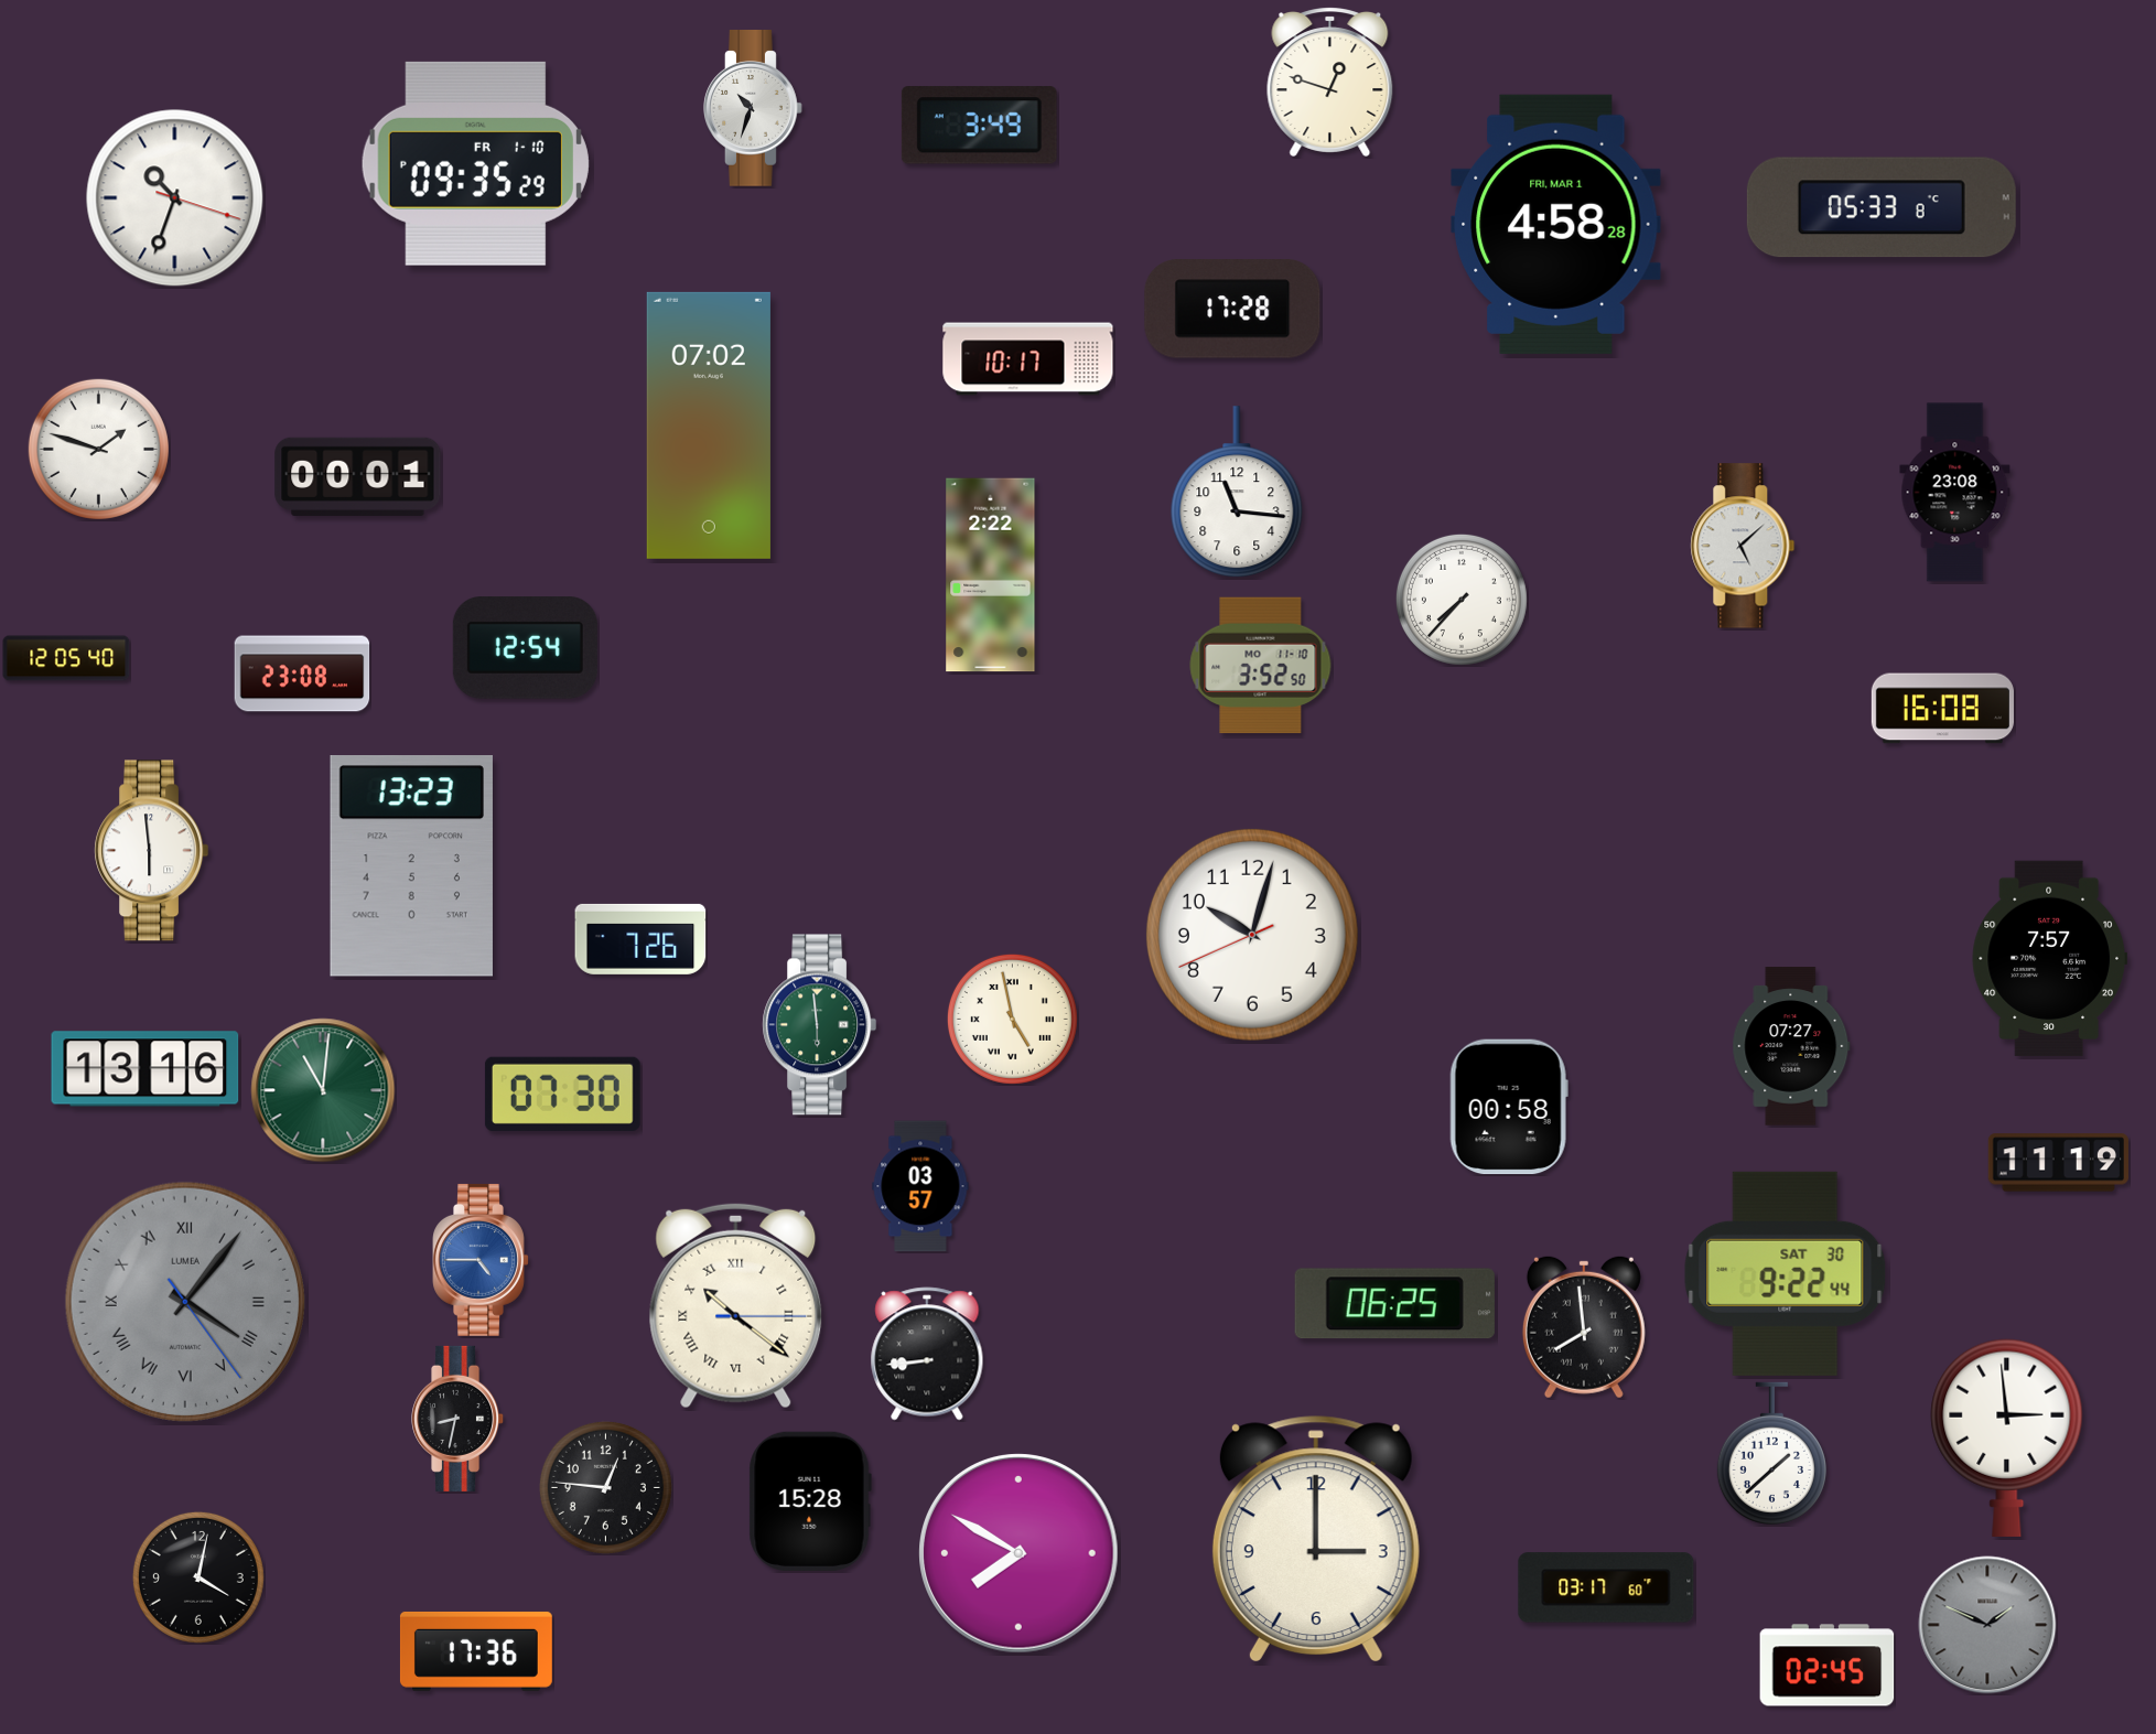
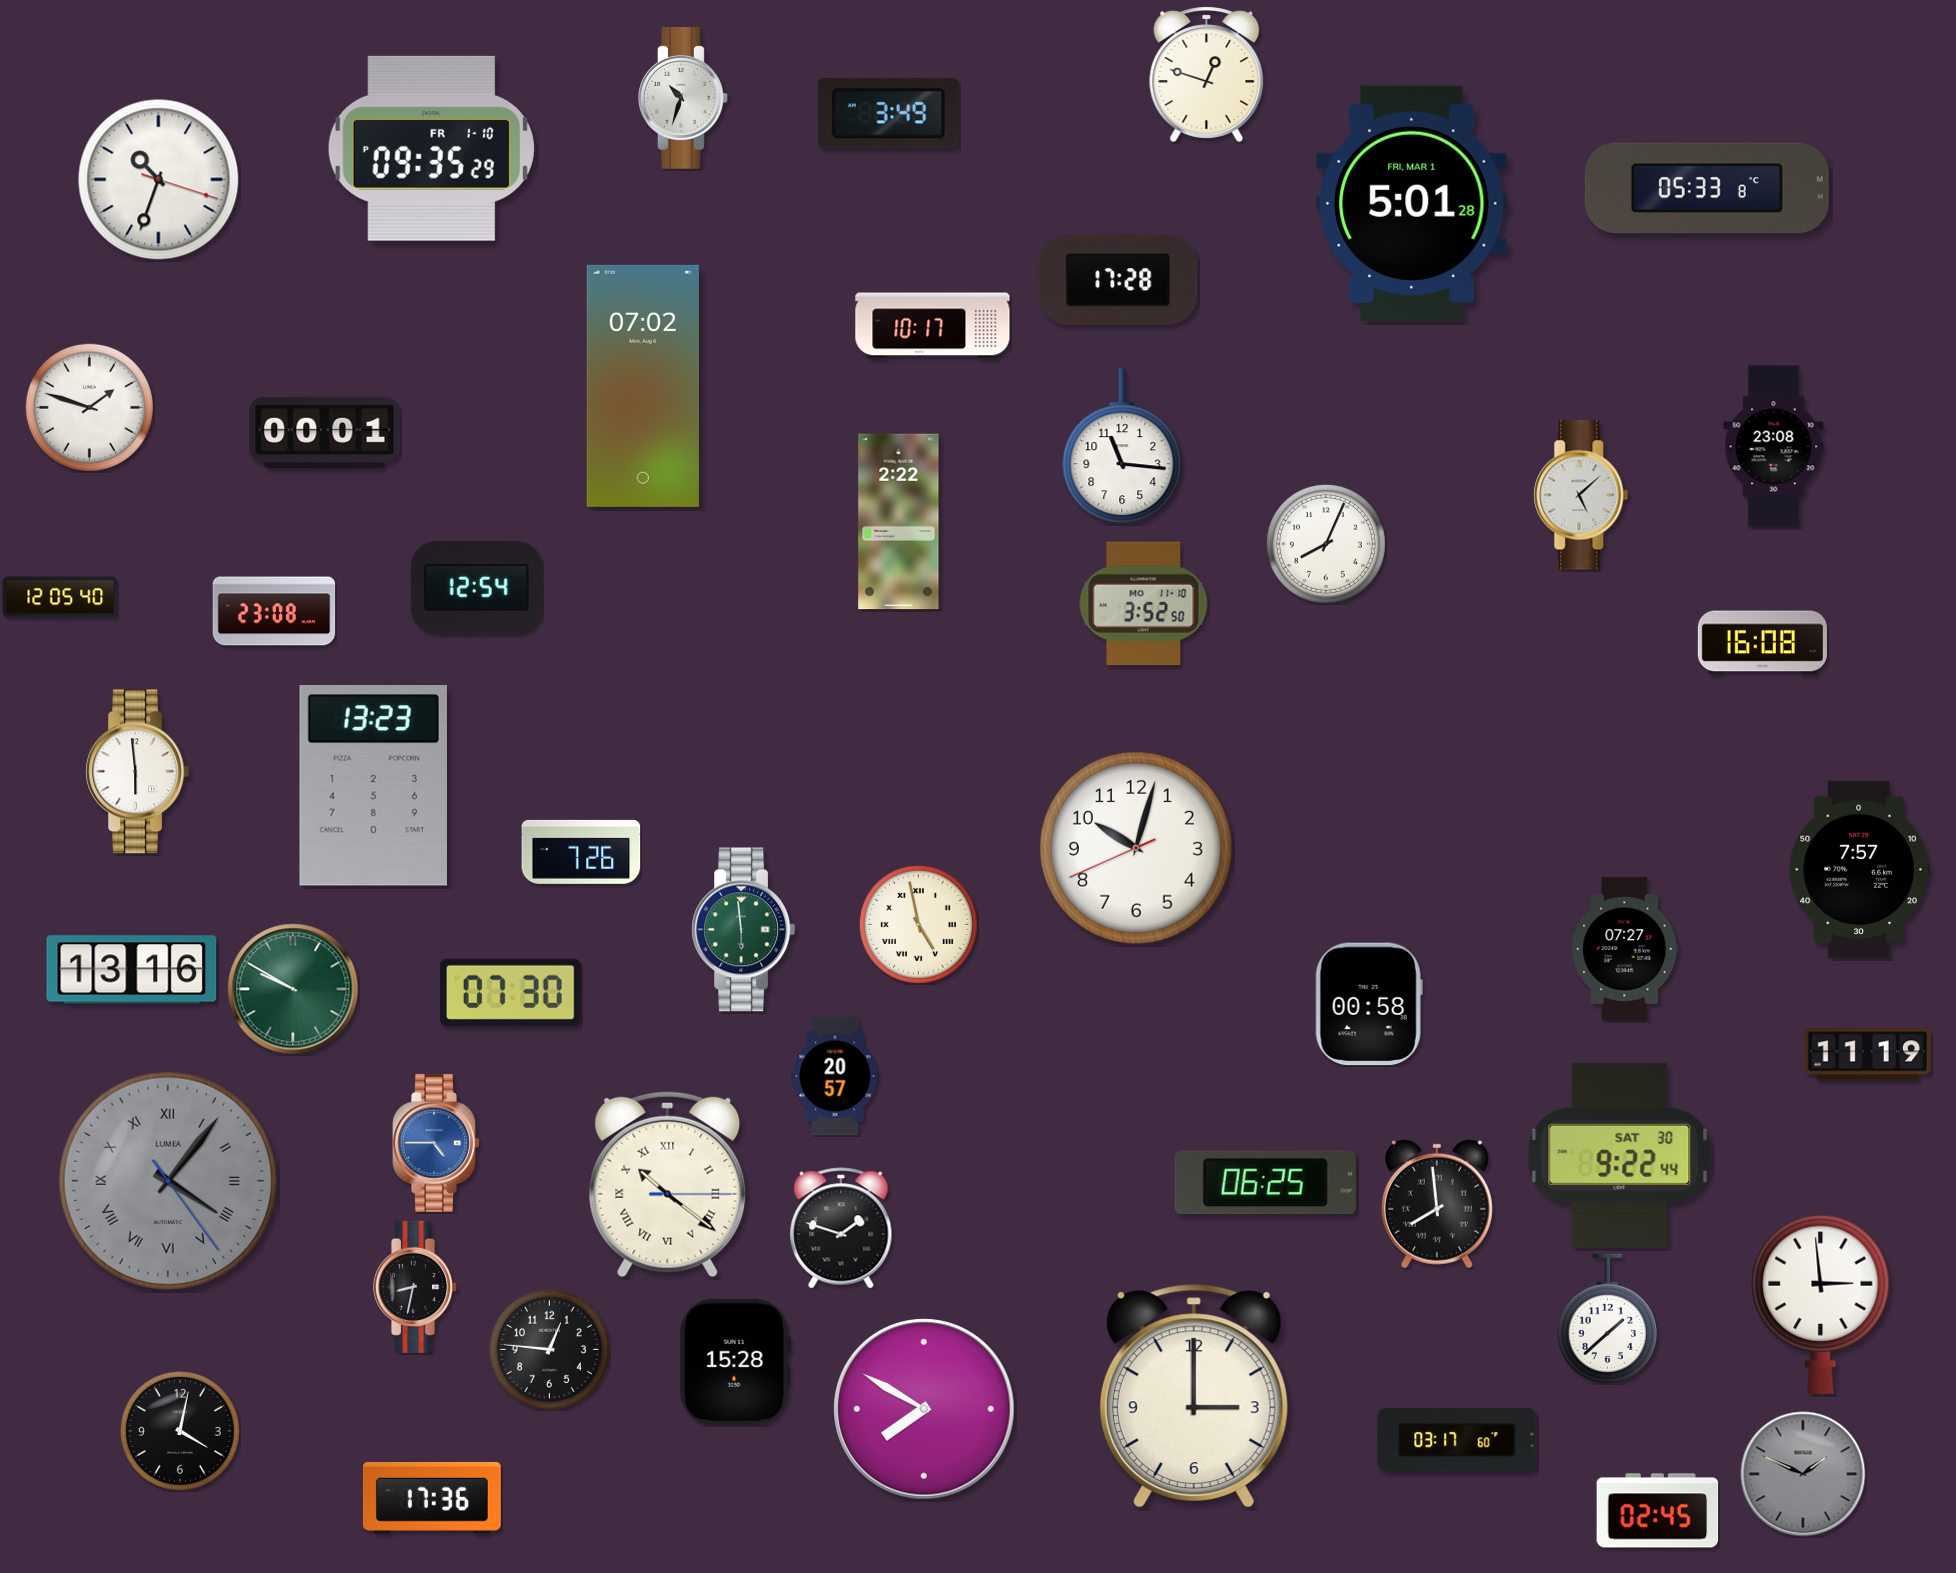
clock at (1556, 224): 4:58 -> 5:01
clock at (1462, 600): 7:37 -> 8:04
clock at (323, 1090): 11:01 -> 9:50
clock at (920, 1186): 03:57 -> 20:57
clock at (927, 1354): 8:44 -> 1:48
